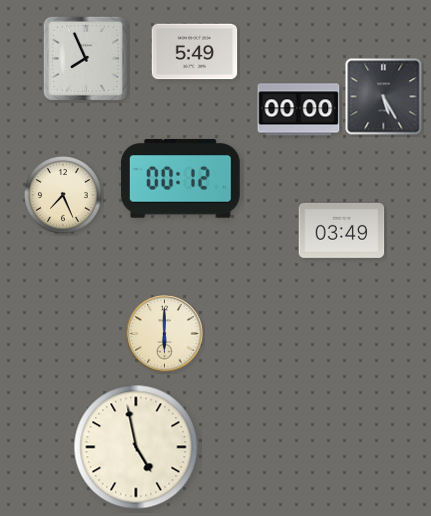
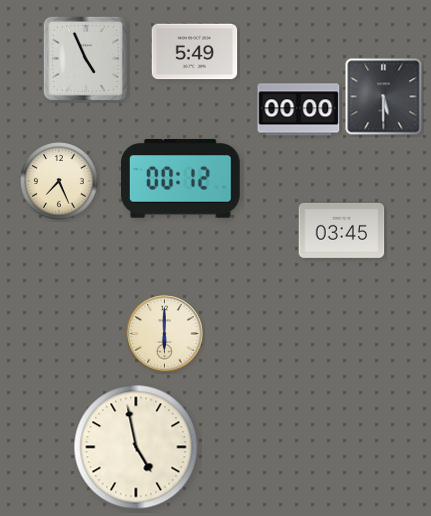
clock at (85, 58): 7:56 -> 4:56
clock at (384, 97): 5:25 -> 5:30
clock at (64, 196) position: (64, 196) -> (60, 182)
clock at (342, 230): 03:49 -> 03:45
